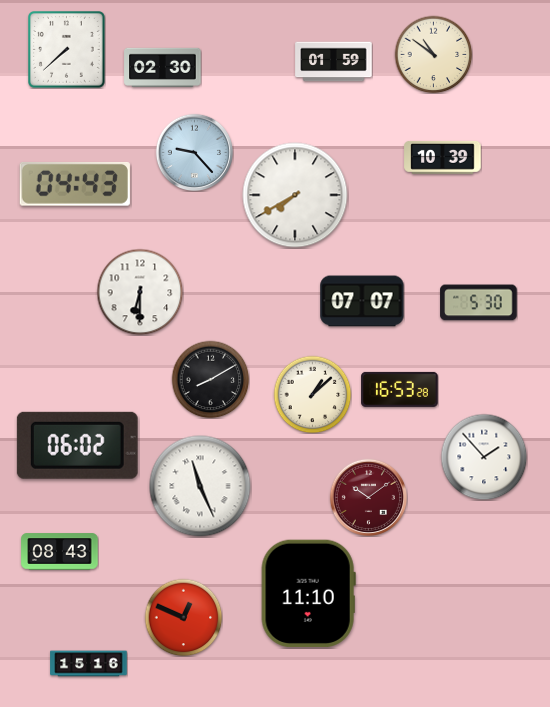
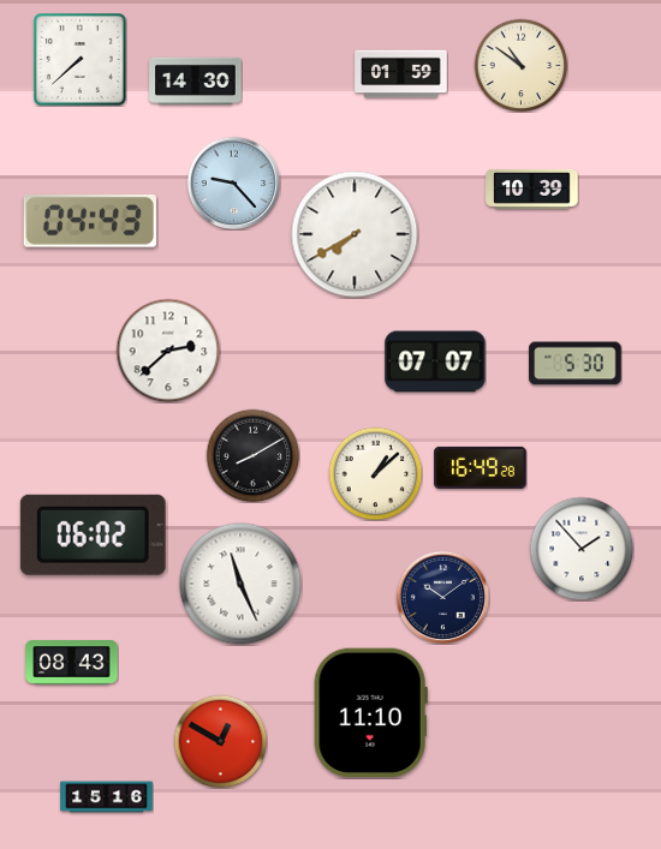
clock at (163, 67): 02:30 -> 14:30
clock at (140, 292): 6:30 -> 2:38
clock at (400, 389): 16:53 -> 16:49
clock at (368, 497) dial: burgundy -> navy
clock at (183, 617): 12:49 -> 12:50
